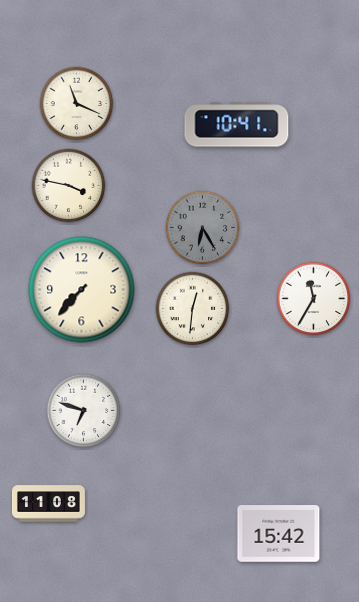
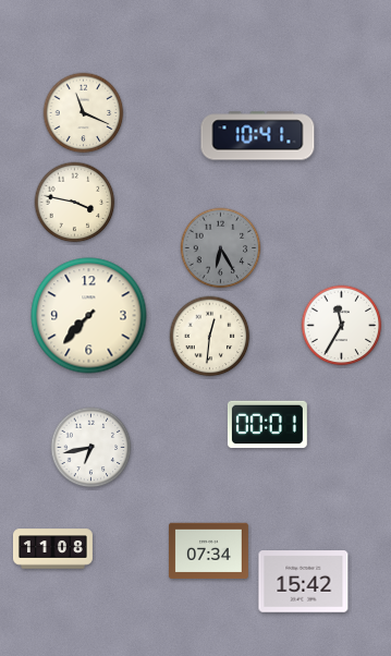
clock at (267, 425): none -> 00:01
clock at (84, 411): 6:48 -> 6:43
clock at (208, 551): none -> 07:34
